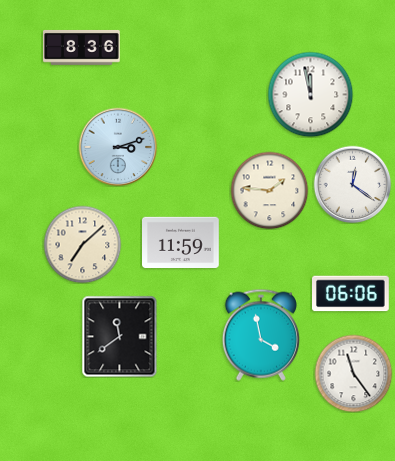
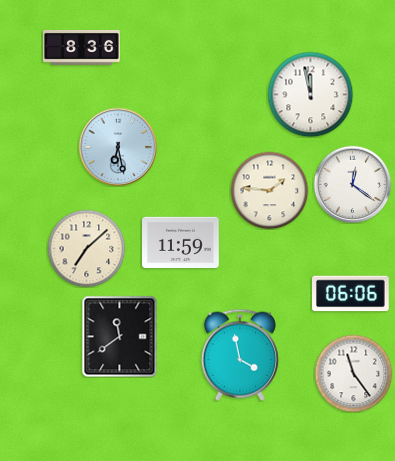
clock at (118, 147): 3:12 -> 6:28
clock at (82, 244) position: (82, 244) -> (86, 248)
clock at (261, 335) position: (261, 335) -> (240, 355)
